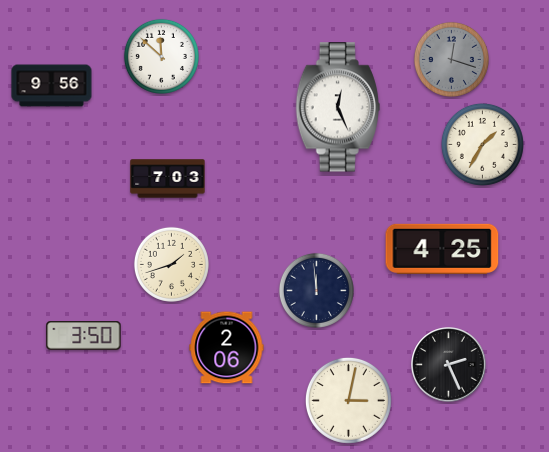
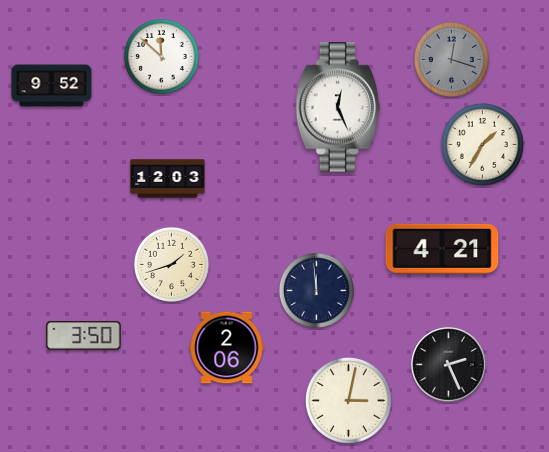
clock at (52, 86): 9:56 -> 9:52
clock at (168, 179): 7:03 -> 12:03
clock at (442, 249): 4:25 -> 4:21
